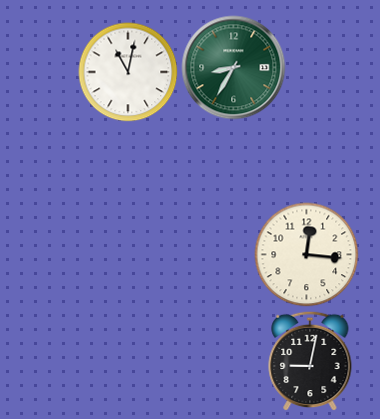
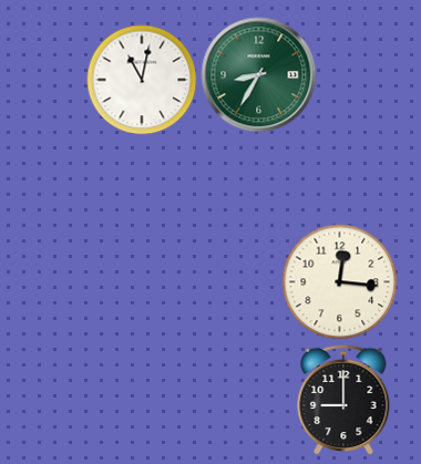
clock at (310, 361): 9:02 -> 9:00
